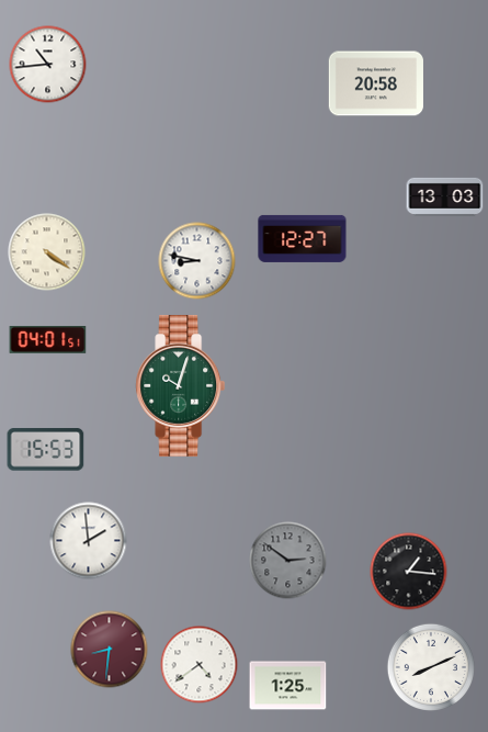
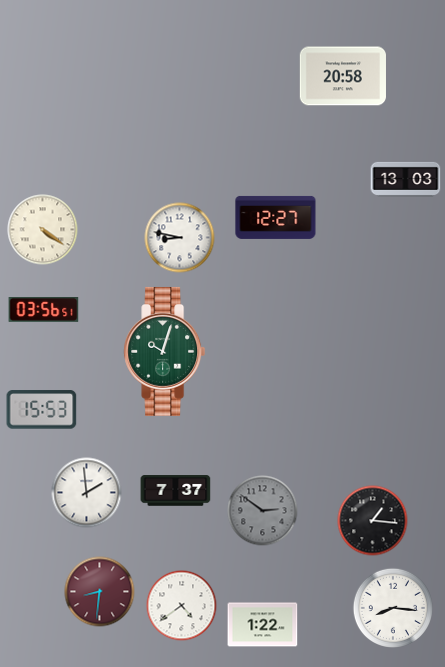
clock at (48, 65): 10:44 -> none
clock at (48, 340): 04:01 -> 03:56
clock at (176, 491): none -> 7:37
clock at (89, 541) position: (89, 541) -> (87, 493)
clock at (431, 667): 8:11 -> 8:16
clock at (288, 686): 1:25 -> 1:22
